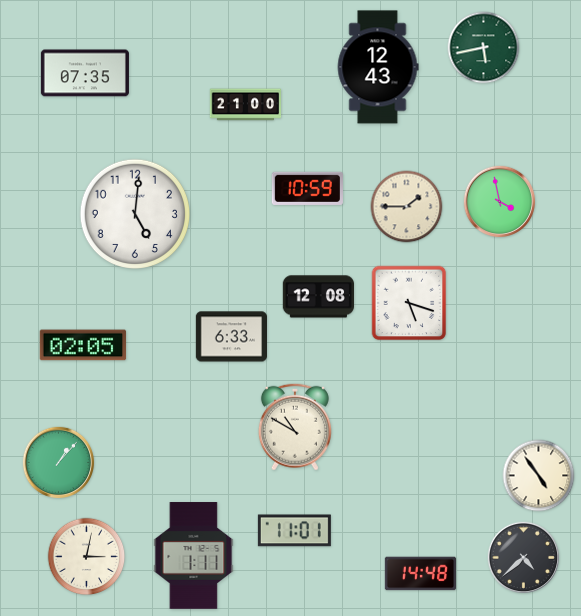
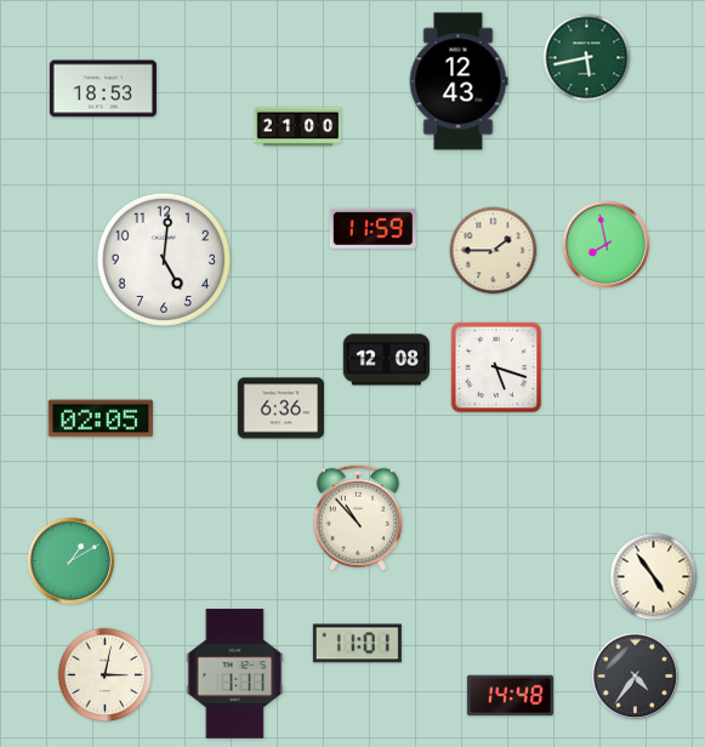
clock at (85, 73): 07:35 -> 18:53
clock at (307, 188): 10:59 -> 11:59
clock at (500, 202): 3:58 -> 7:58
clock at (231, 337): 6:33 -> 6:36
clock at (295, 427): 10:50 -> 10:53
clock at (59, 463): 1:07 -> 1:10
clock at (524, 558): 4:38 -> 4:36
